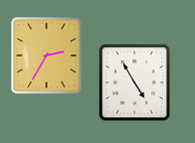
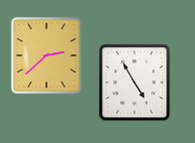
clock at (47, 56): 2:35 -> 2:38
